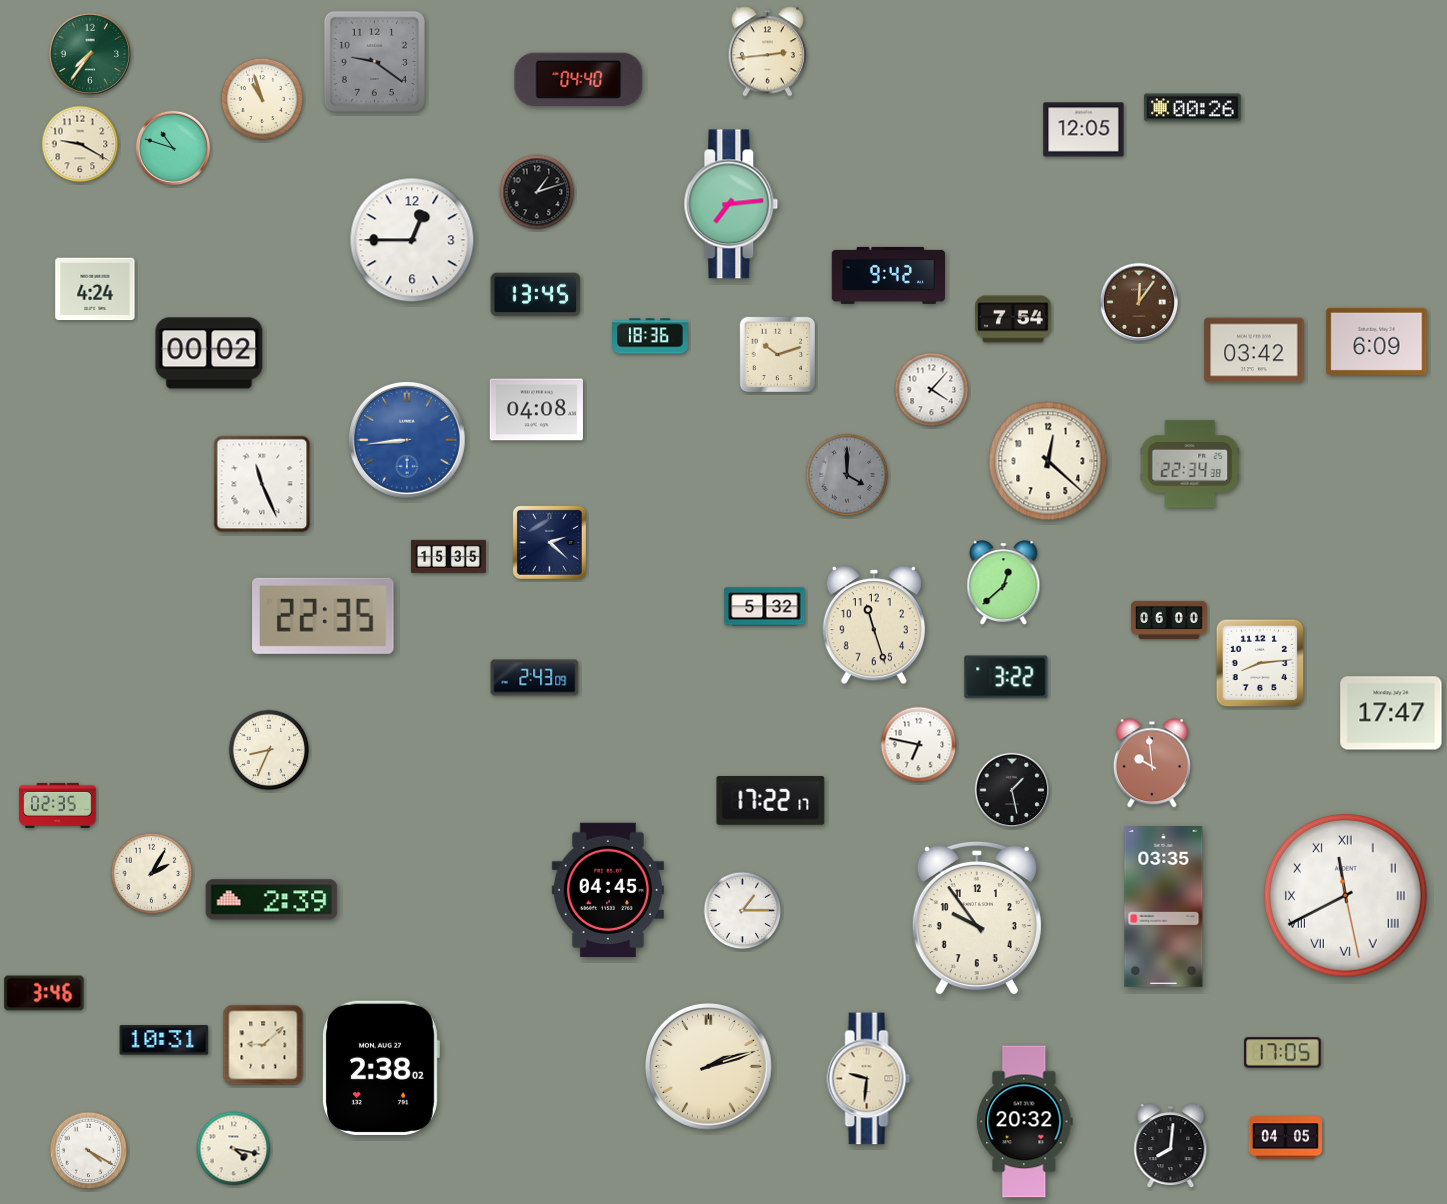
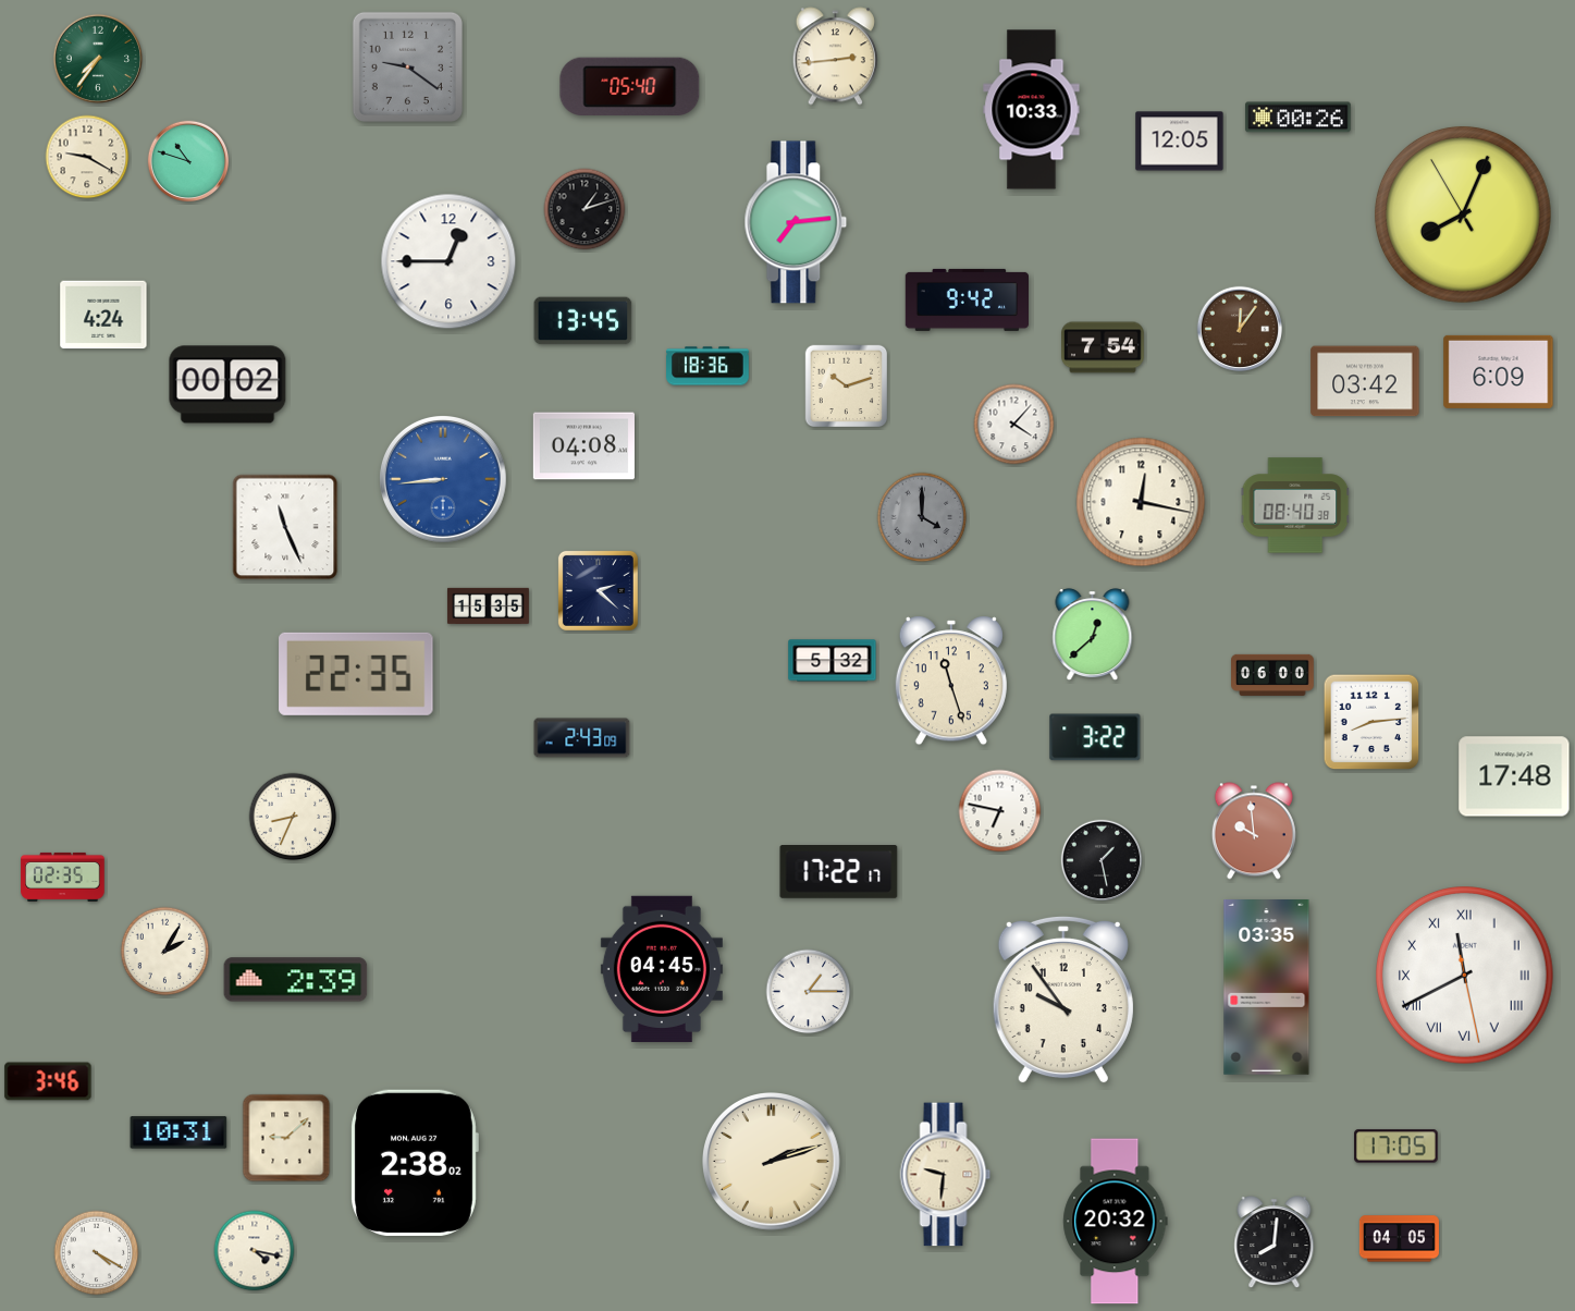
clock at (579, 79): 04:40 -> 05:40
clock at (262, 99): 10:57 -> none
clock at (1032, 110): none -> 10:33
clock at (1463, 215): none -> 8:03
clock at (1048, 461): 12:22 -> 12:17
clock at (1190, 464): 22:34 -> 08:40
clock at (323, 616) position: (323, 616) -> (356, 674)
clock at (1391, 713): 17:47 -> 17:48
clock at (1171, 1146) position: (1171, 1146) -> (1275, 1242)
